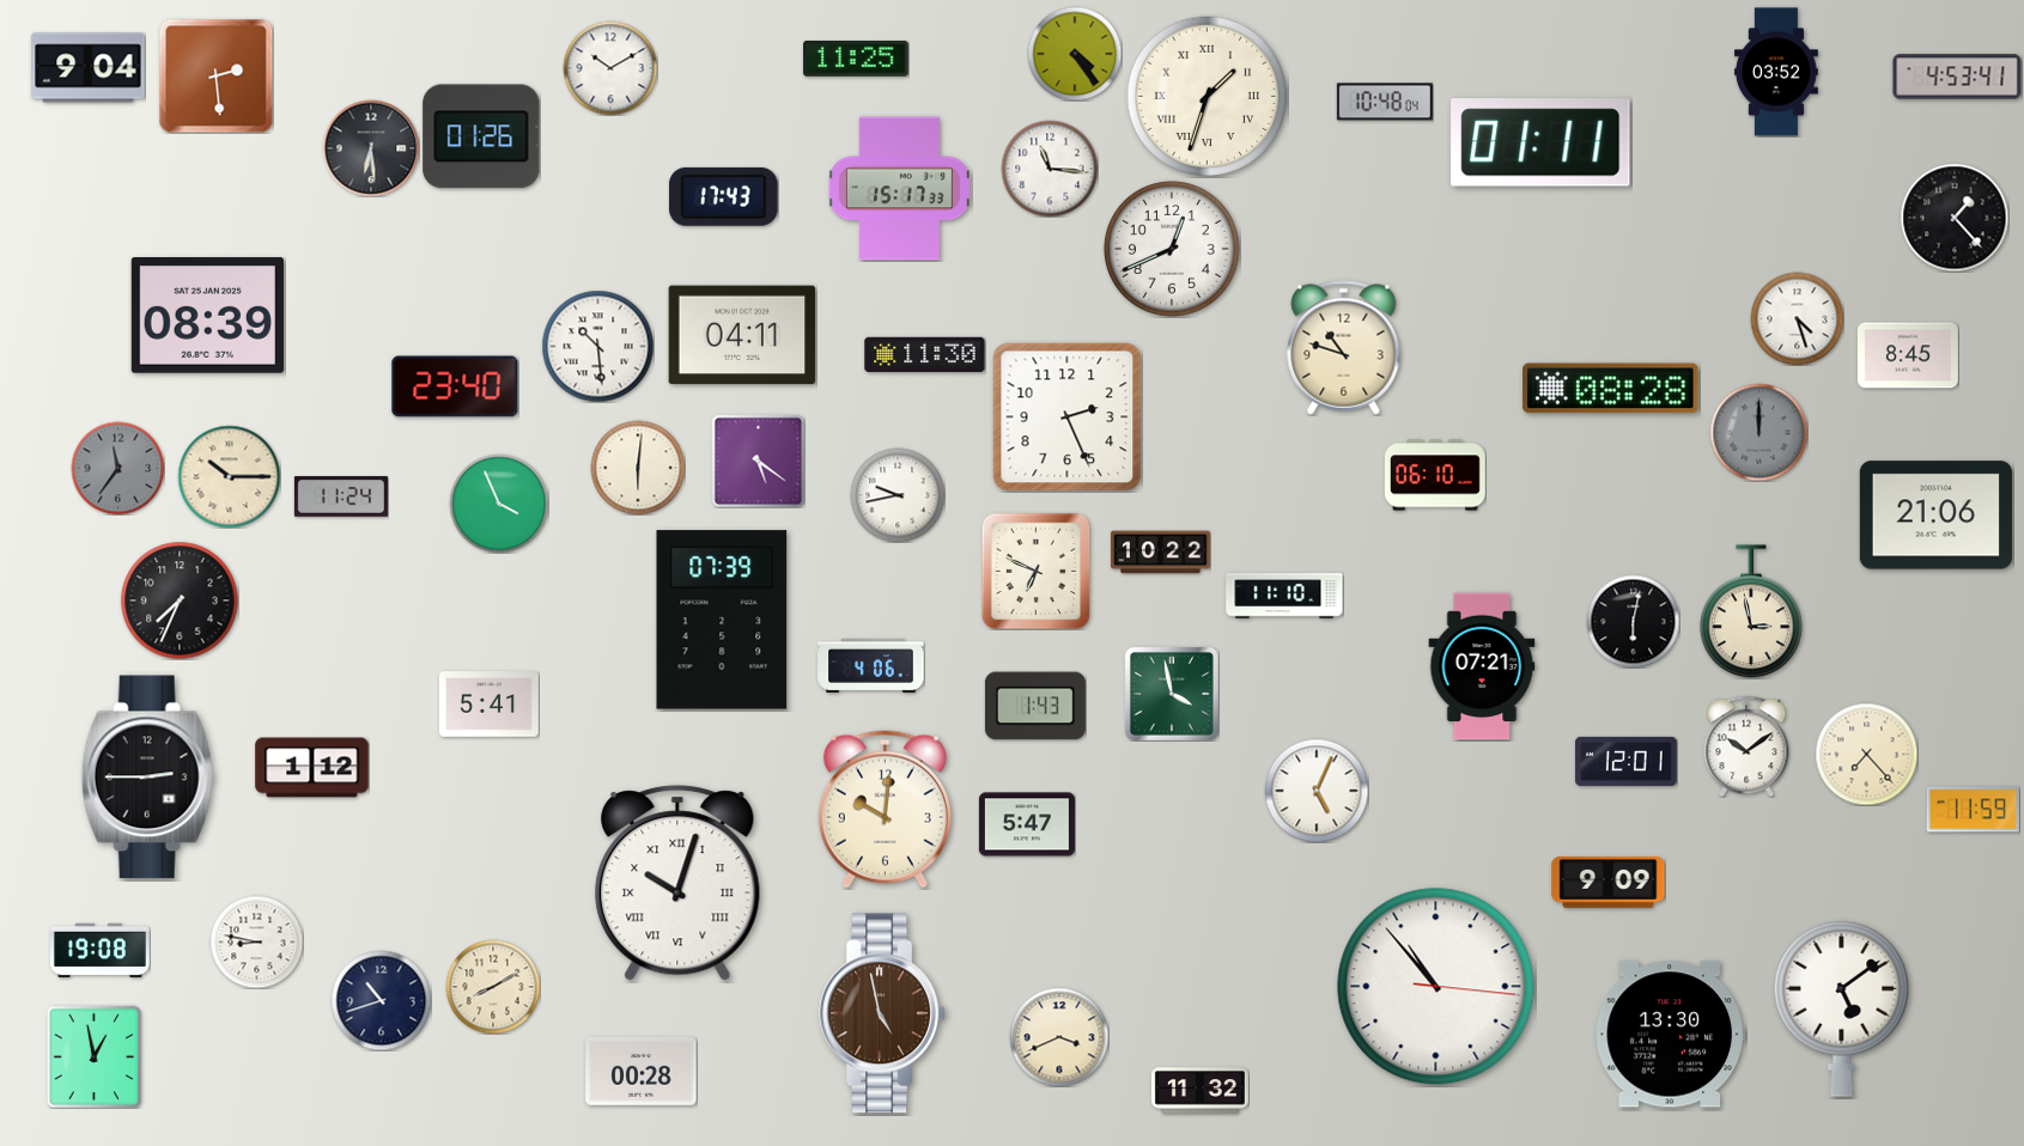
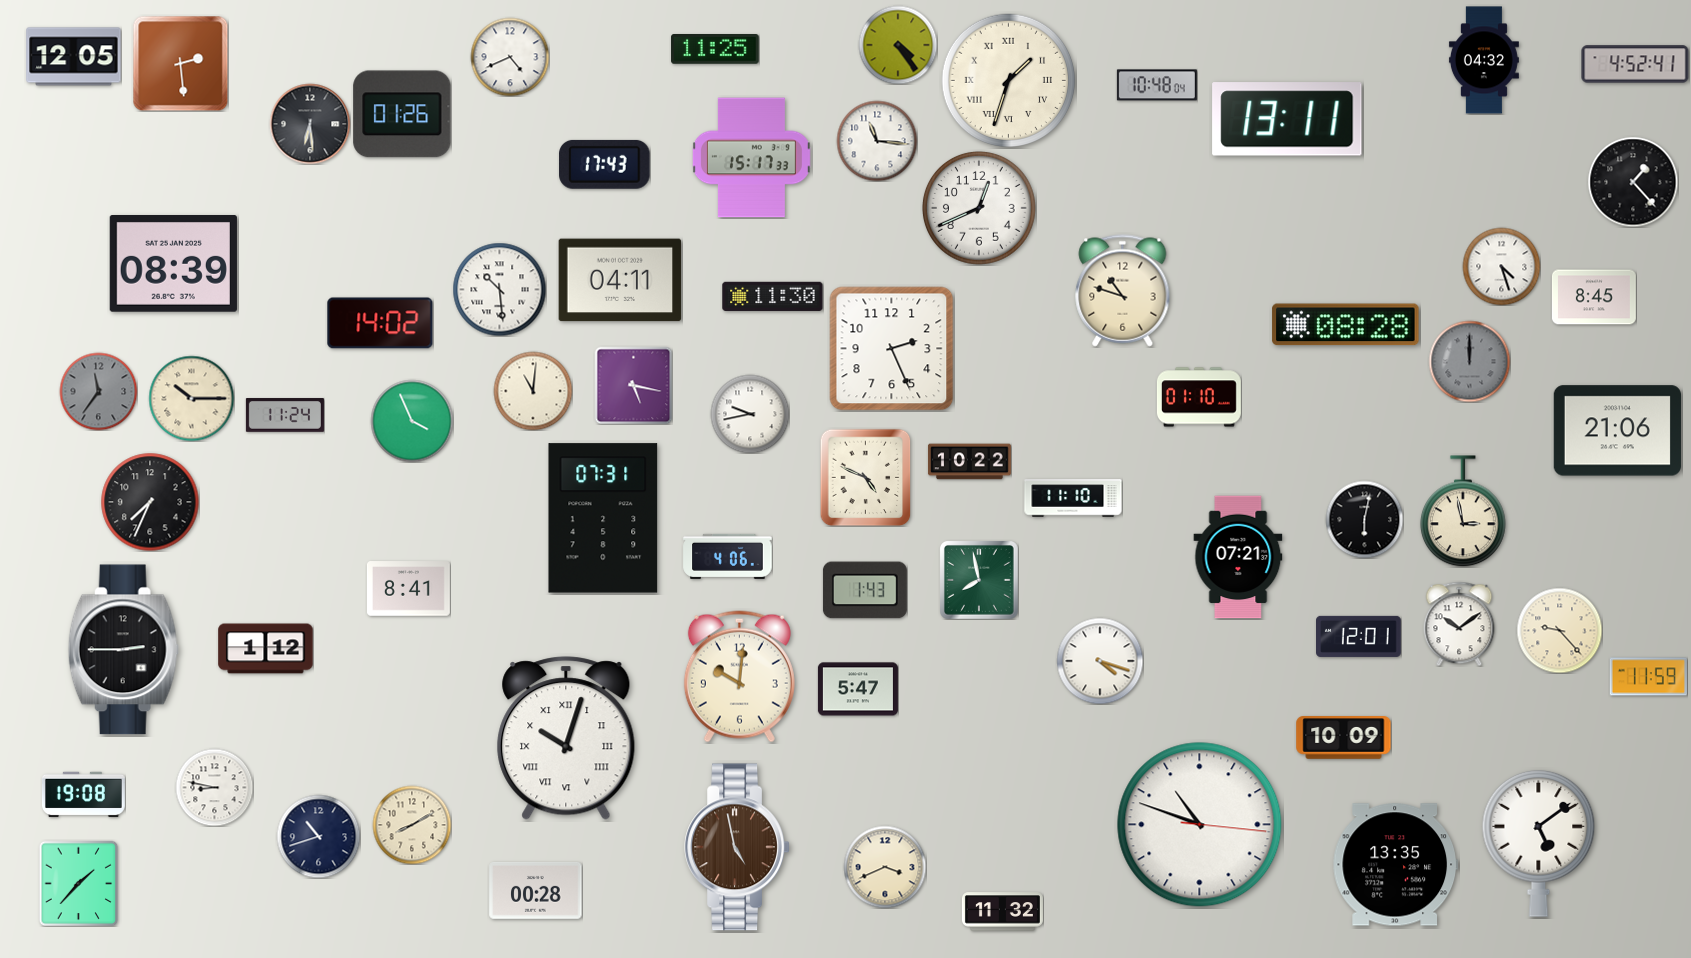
clock at (89, 68): 9:04 -> 12:05
clock at (610, 68): 10:10 -> 4:41
clock at (1776, 72): 03:52 -> 04:32
clock at (1957, 77): 4:53 -> 4:52
clock at (1540, 142): 01:11 -> 13:11
clock at (455, 386): 23:40 -> 14:02
clock at (758, 461): 5:21 -> 5:17
clock at (638, 468): 6:01 -> 11:01
clock at (1435, 475): 06:10 -> 01:10
clock at (499, 504) position: (499, 504) -> (412, 421)
clock at (1037, 571): 6:49 -> 4:49
clock at (722, 620): 07:39 -> 07:31
clock at (1172, 694): 3:58 -> 7:58
clock at (488, 705): 5:41 -> 8:41
clock at (1866, 754): 7:23 -> 9:23
clock at (312, 768) position: (312, 768) -> (266, 649)
clock at (1317, 791): 5:04 -> 4:18
clock at (1609, 883): 9:09 -> 10:09
clock at (1436, 987): 10:53 -> 10:48
clock at (1670, 1035): 13:30 -> 13:35
clock at (95, 1056): 12:58 -> 1:37
clock at (642, 1071) position: (642, 1071) -> (536, 890)
